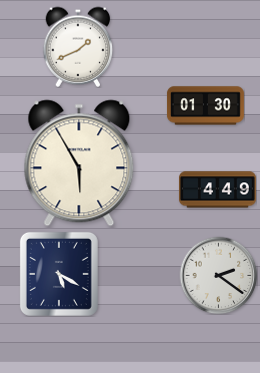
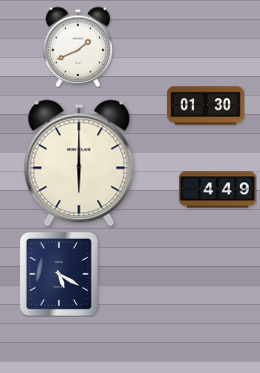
clock at (79, 163): 5:55 -> 6:00
clock at (218, 275): 2:21 -> none
